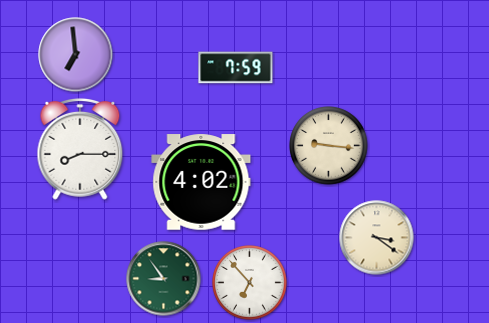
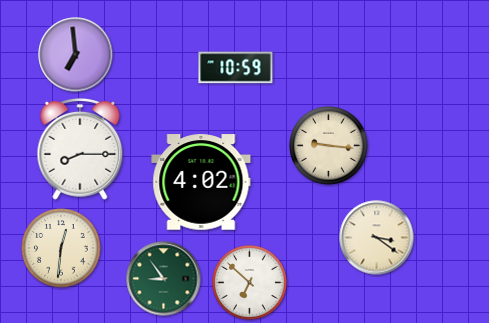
clock at (236, 68): 7:59 -> 10:59
clock at (61, 248): none -> 12:31
clock at (250, 283): 6:53 -> 6:52
